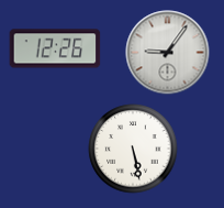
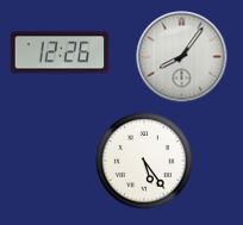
clock at (168, 53): 9:06 -> 8:06
clock at (133, 149): 5:28 -> 5:24
